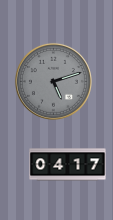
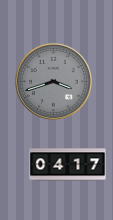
clock at (53, 81): 5:12 -> 3:42
